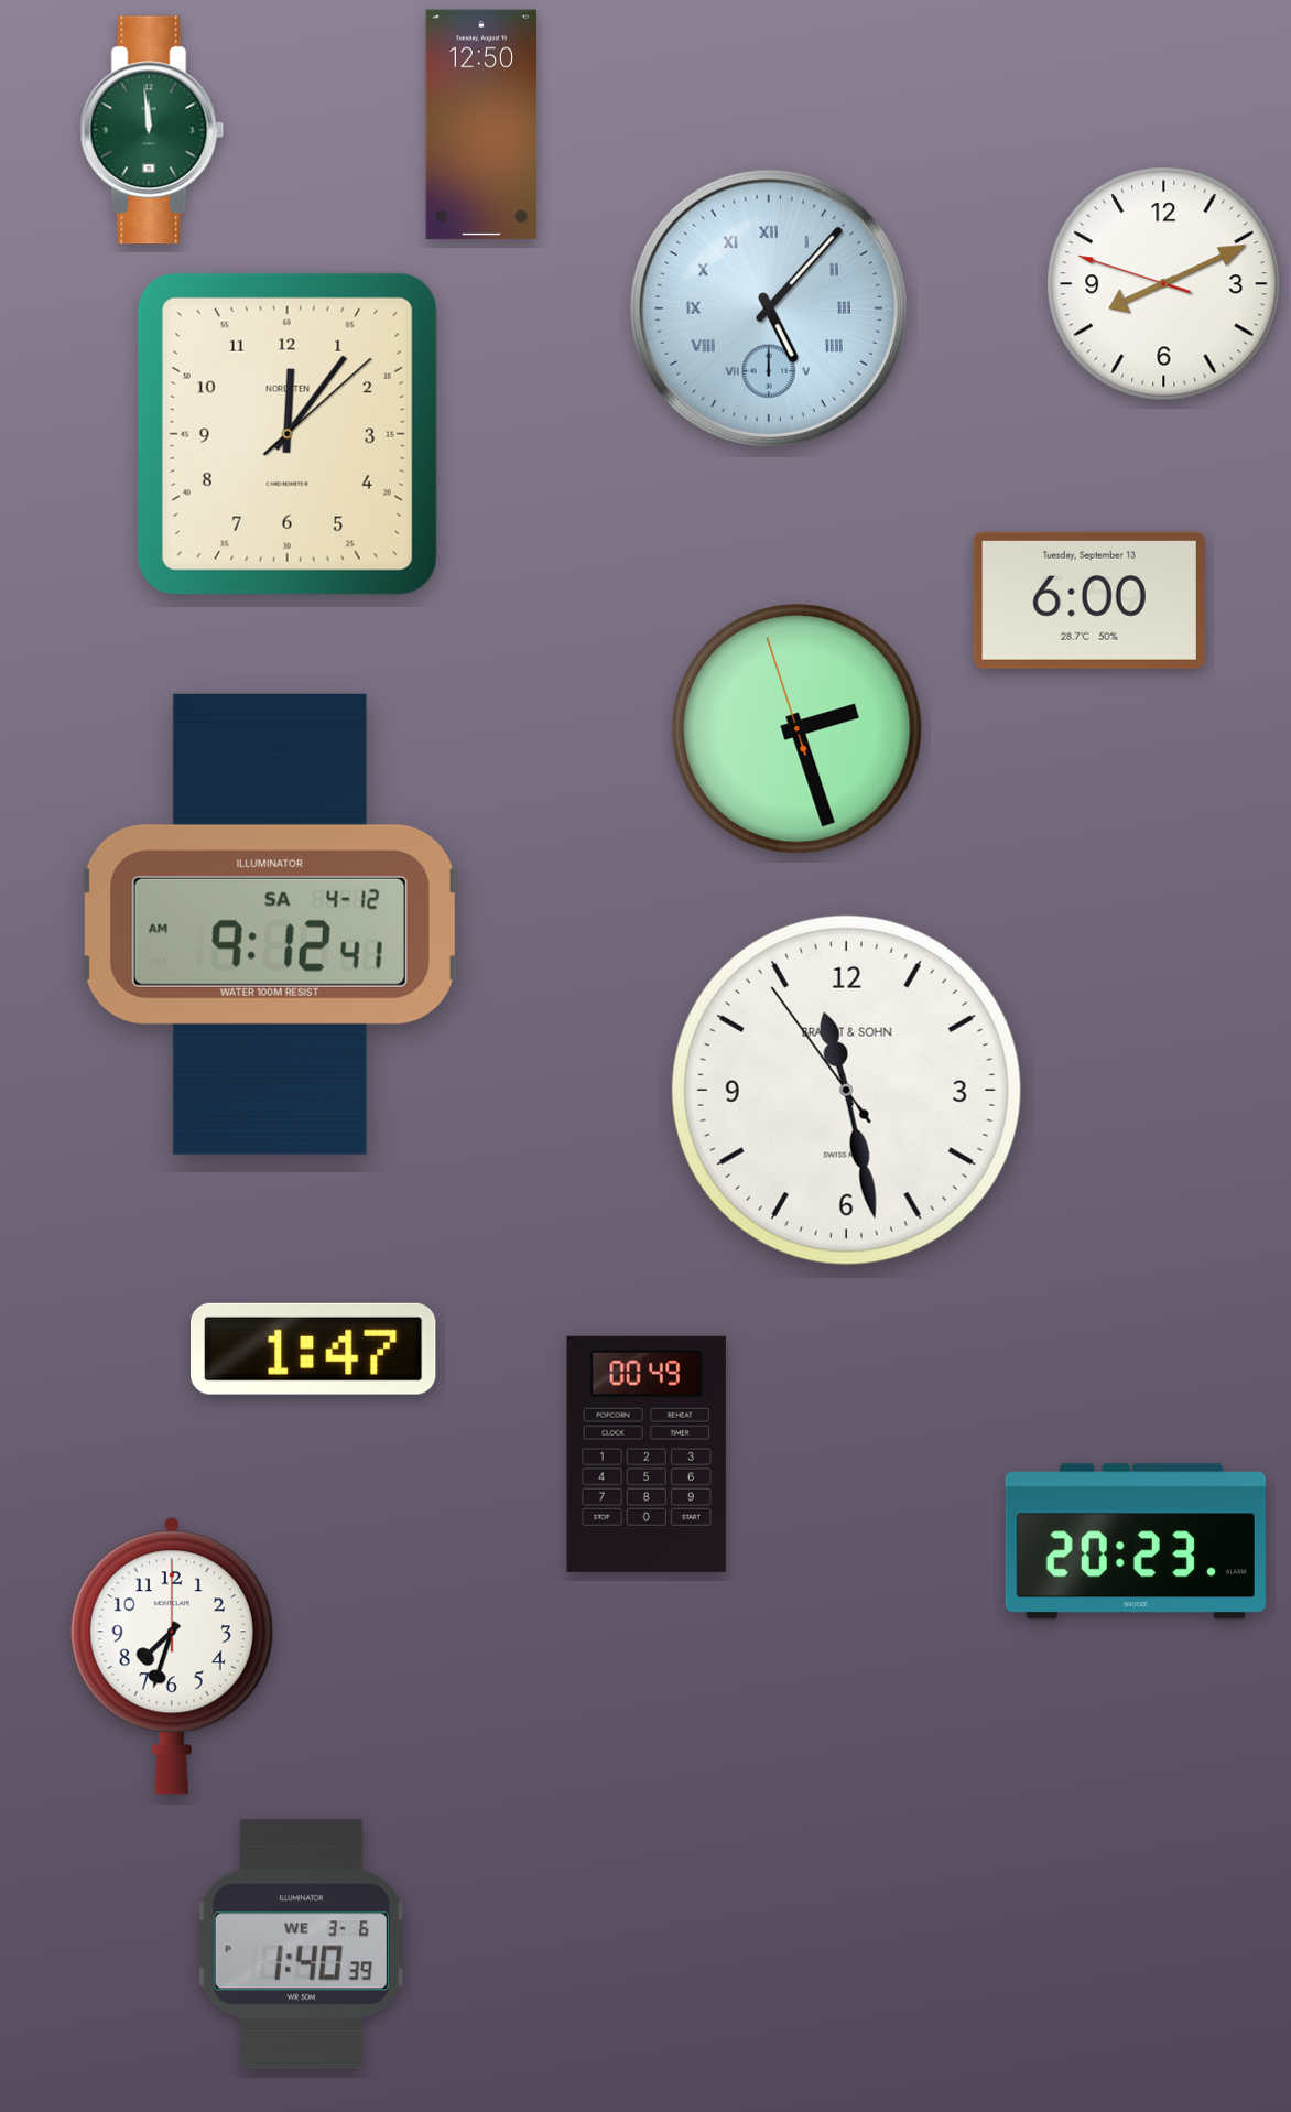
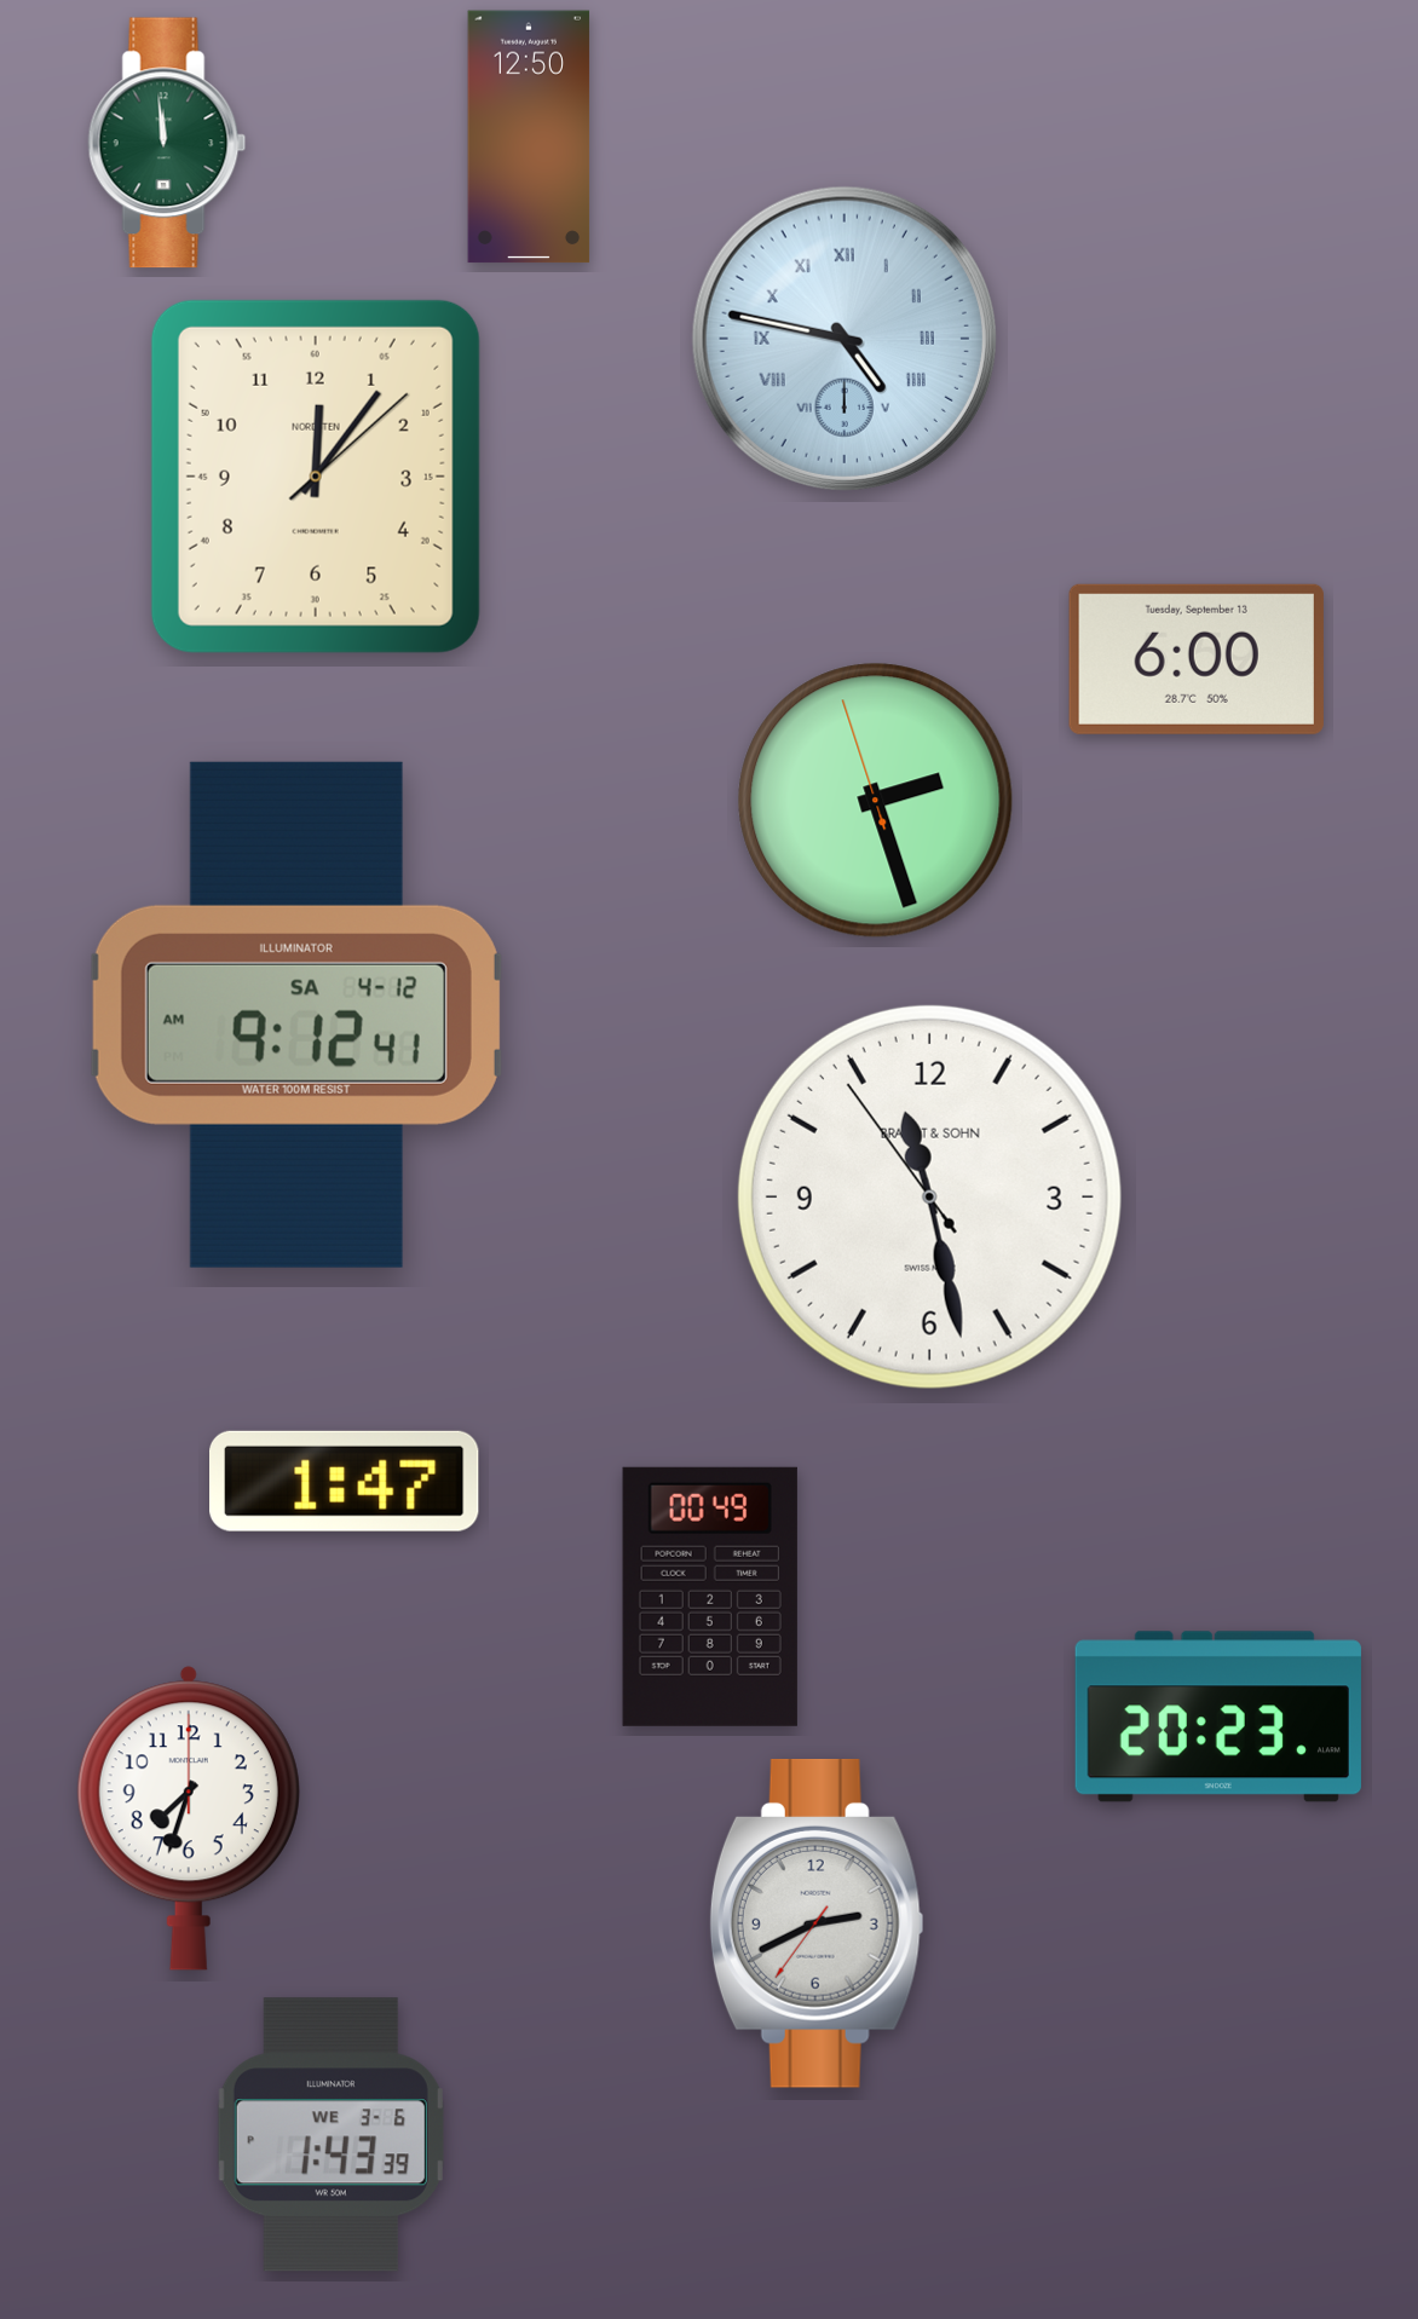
clock at (1164, 284): 8:10 -> none
clock at (769, 308): 5:07 -> 4:47
clock at (1136, 1541) position: (1136, 1541) -> (1218, 1717)
clock at (817, 1925): none -> 2:40
clock at (301, 1945): 1:40 -> 1:43
